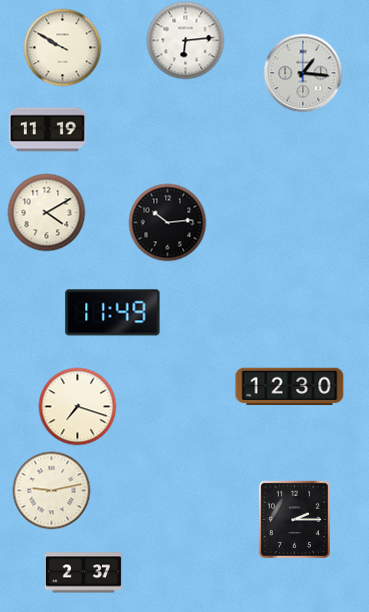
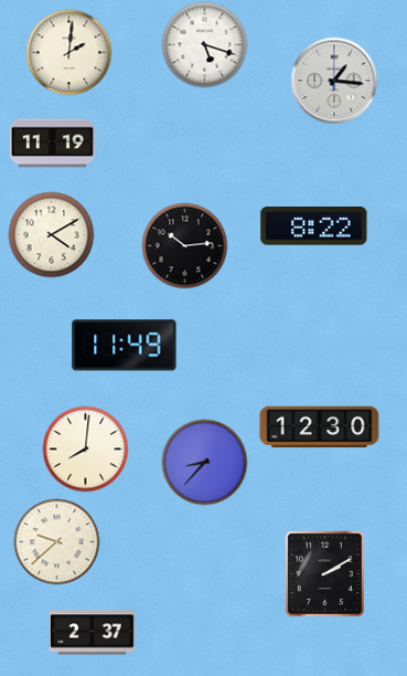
clock at (185, 40): 6:14 -> 5:18
clock at (62, 47): 9:50 -> 2:01
clock at (314, 226): none -> 8:22
clock at (77, 406): 7:18 -> 8:01
clock at (204, 462): none -> 8:37
clock at (51, 490): 9:13 -> 9:38
clock at (294, 519): 2:15 -> 2:10
